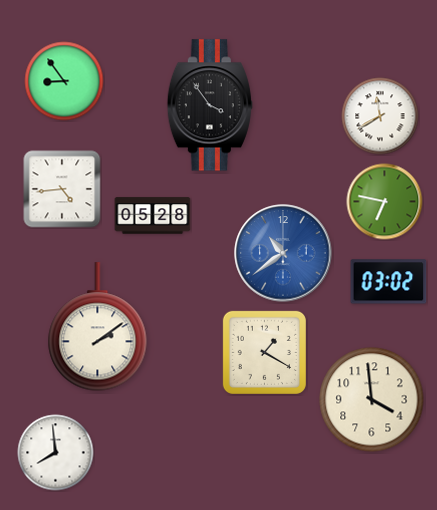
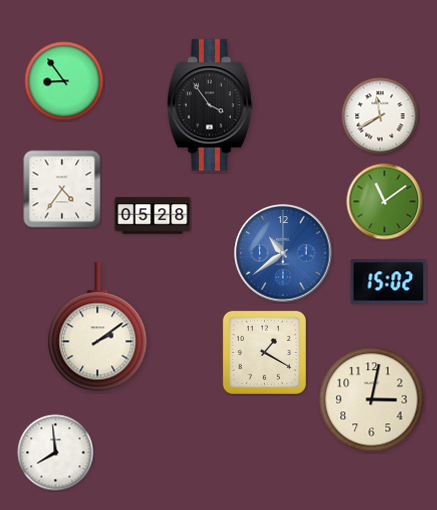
clock at (62, 189): 4:44 -> 4:36
clock at (385, 202): 6:47 -> 11:09
clock at (389, 282): 03:02 -> 15:02
clock at (372, 400): 3:59 -> 3:02
